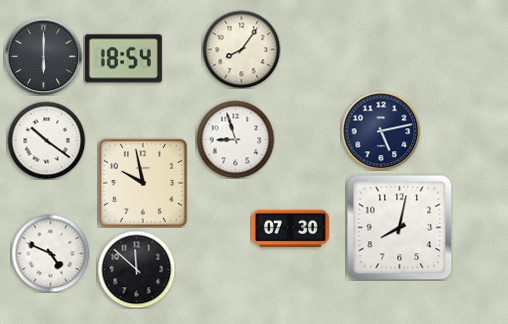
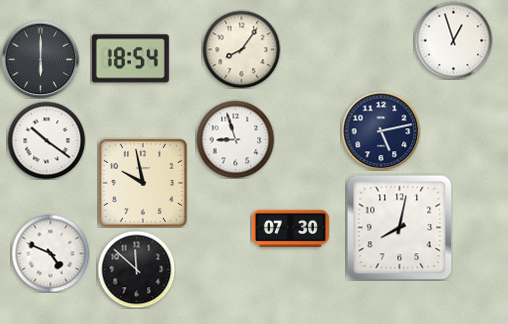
clock at (453, 40): none -> 12:57
clock at (43, 56) position: (43, 56) -> (40, 59)
clock at (123, 59) position: (123, 59) -> (130, 59)
